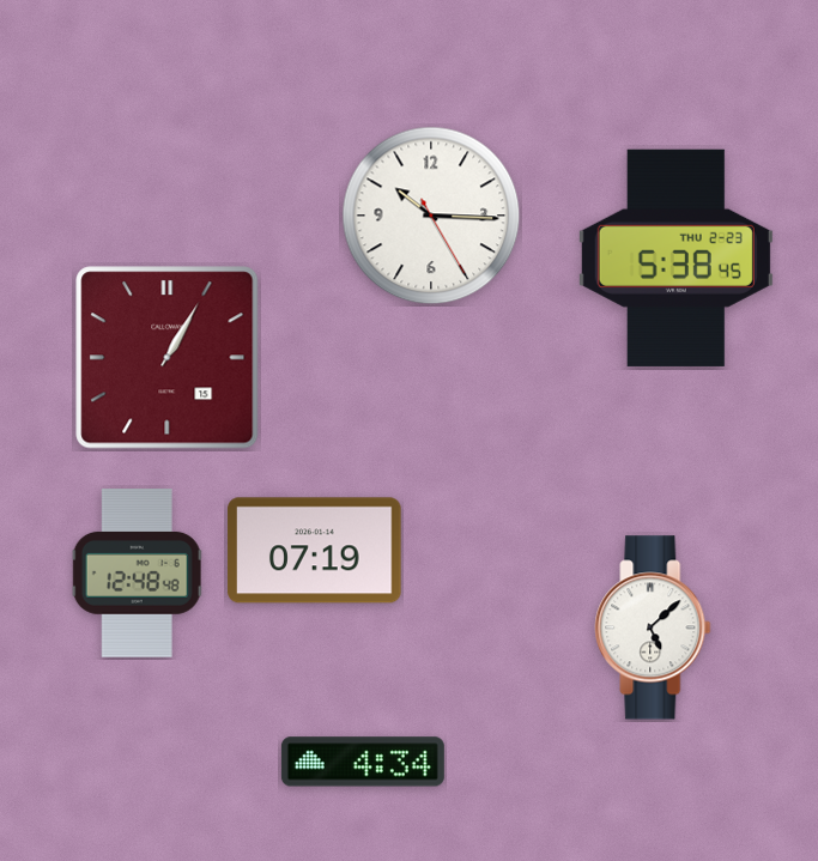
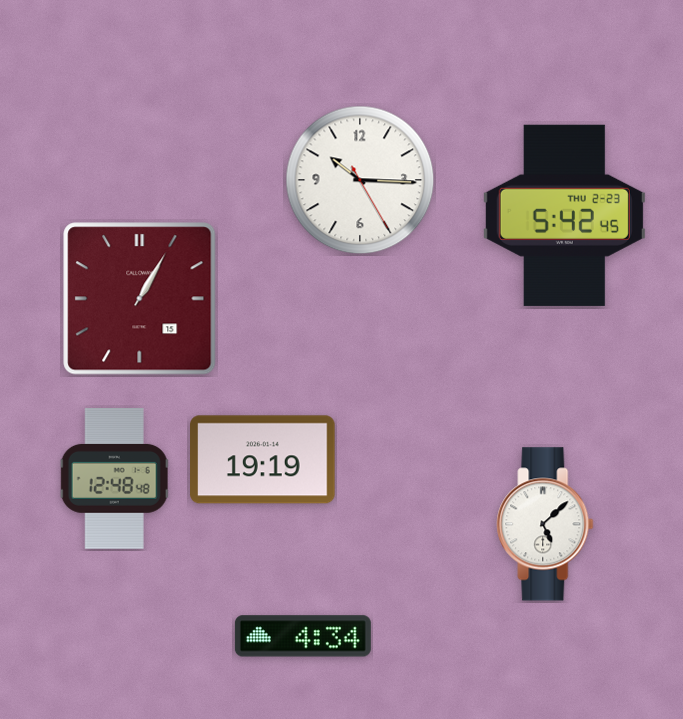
clock at (675, 257): 5:38 -> 5:42
clock at (315, 551): 07:19 -> 19:19
